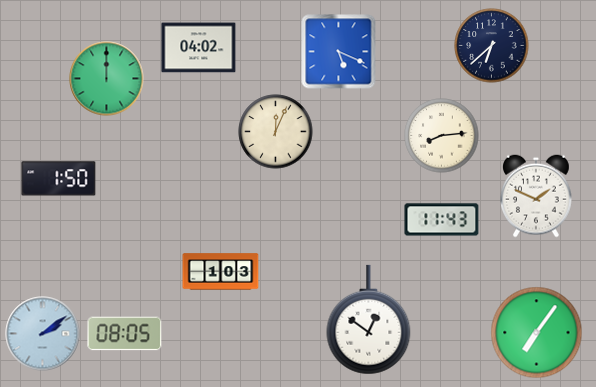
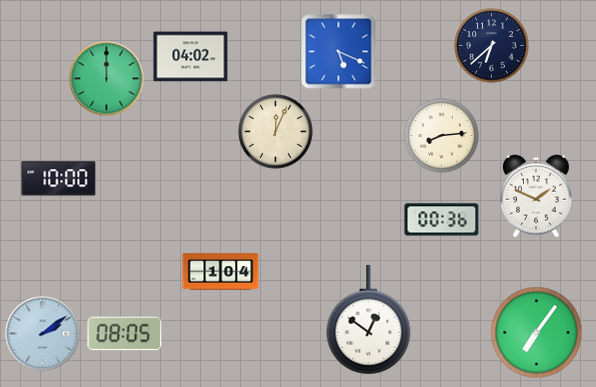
clock at (199, 48) position: (199, 48) -> (191, 57)
clock at (59, 179): 1:50 -> 10:00
clock at (442, 220): 11:43 -> 00:36
clock at (221, 272): 1:03 -> 1:04
